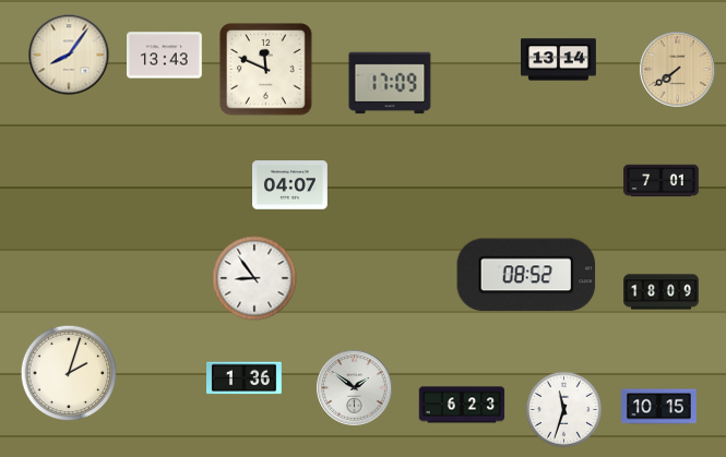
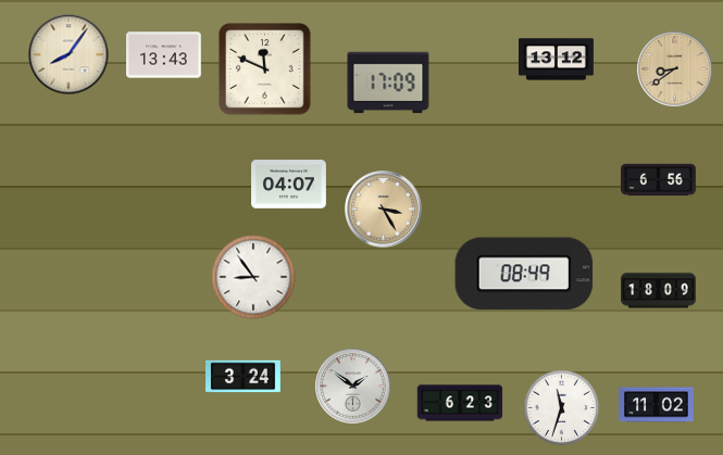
clock at (559, 60): 13:14 -> 13:12
clock at (678, 70): 7:39 -> 8:39
clock at (662, 181): 7:01 -> 6:56
clock at (384, 210): none -> 3:25
clock at (526, 275): 08:52 -> 08:49
clock at (69, 373): 2:03 -> none
clock at (245, 378): 1:36 -> 3:24
clock at (659, 407): 10:15 -> 11:02
